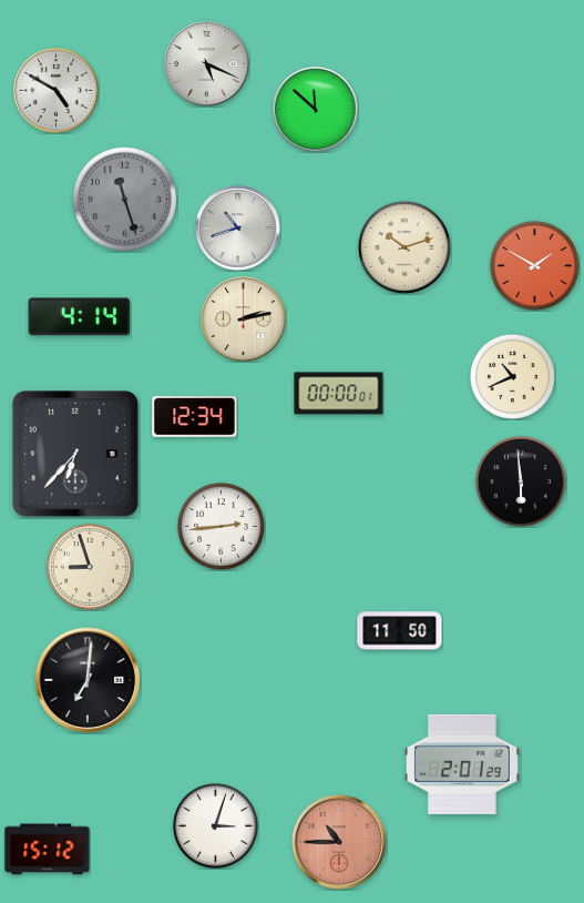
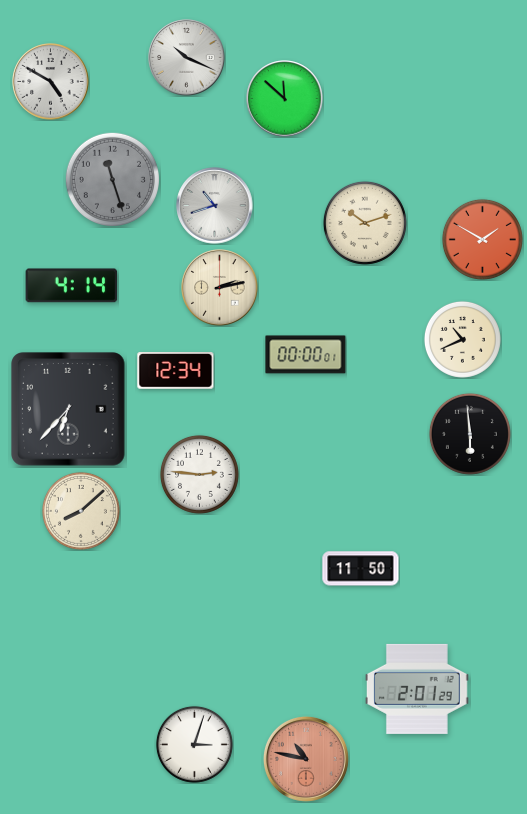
clock at (207, 64): 5:19 -> 10:19
clock at (195, 417) position: (195, 417) -> (176, 371)
clock at (221, 526): 2:44 -> 2:46
clock at (90, 567): 8:57 -> 8:08
clock at (88, 680): 7:01 -> none
clock at (339, 842): 10:45 -> 10:47
clock at (48, 850): 15:12 -> none
